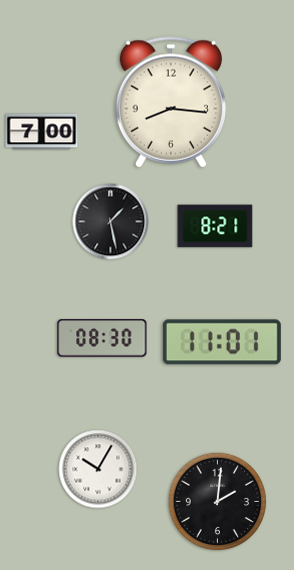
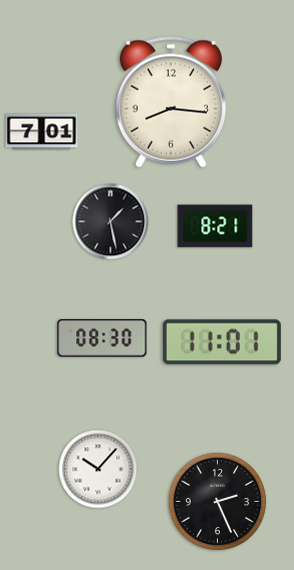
clock at (42, 132): 7:00 -> 7:01
clock at (98, 469): 10:05 -> 10:07
clock at (218, 502): 2:01 -> 2:26
